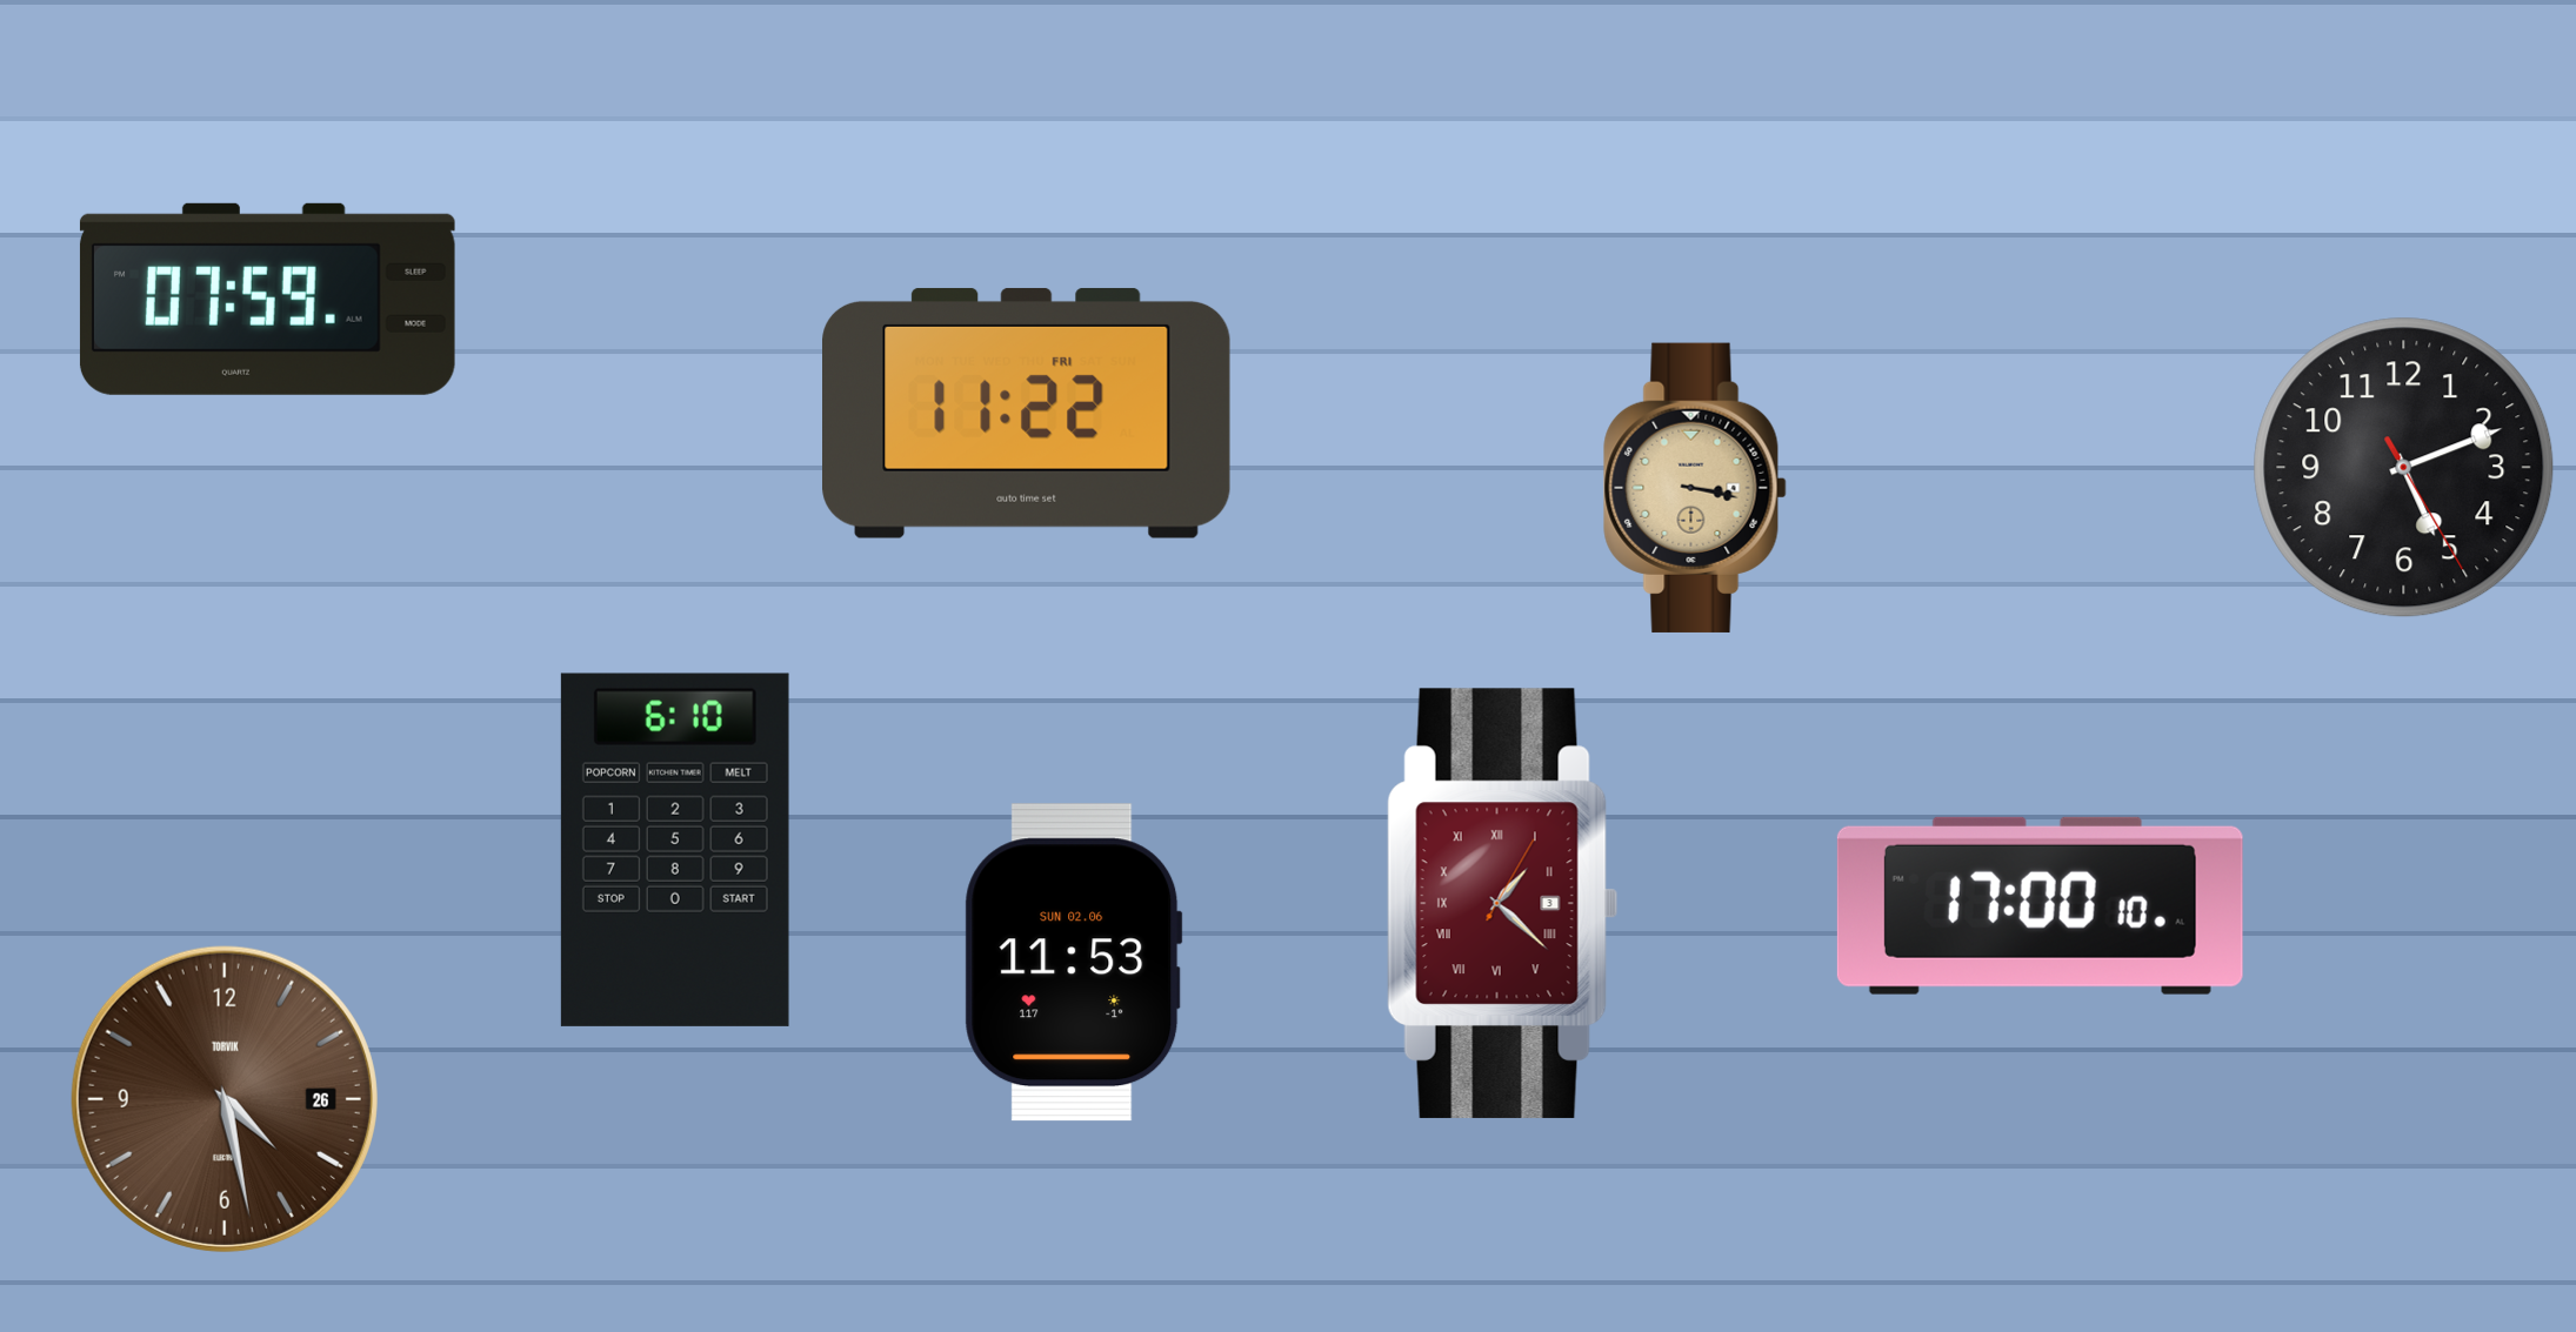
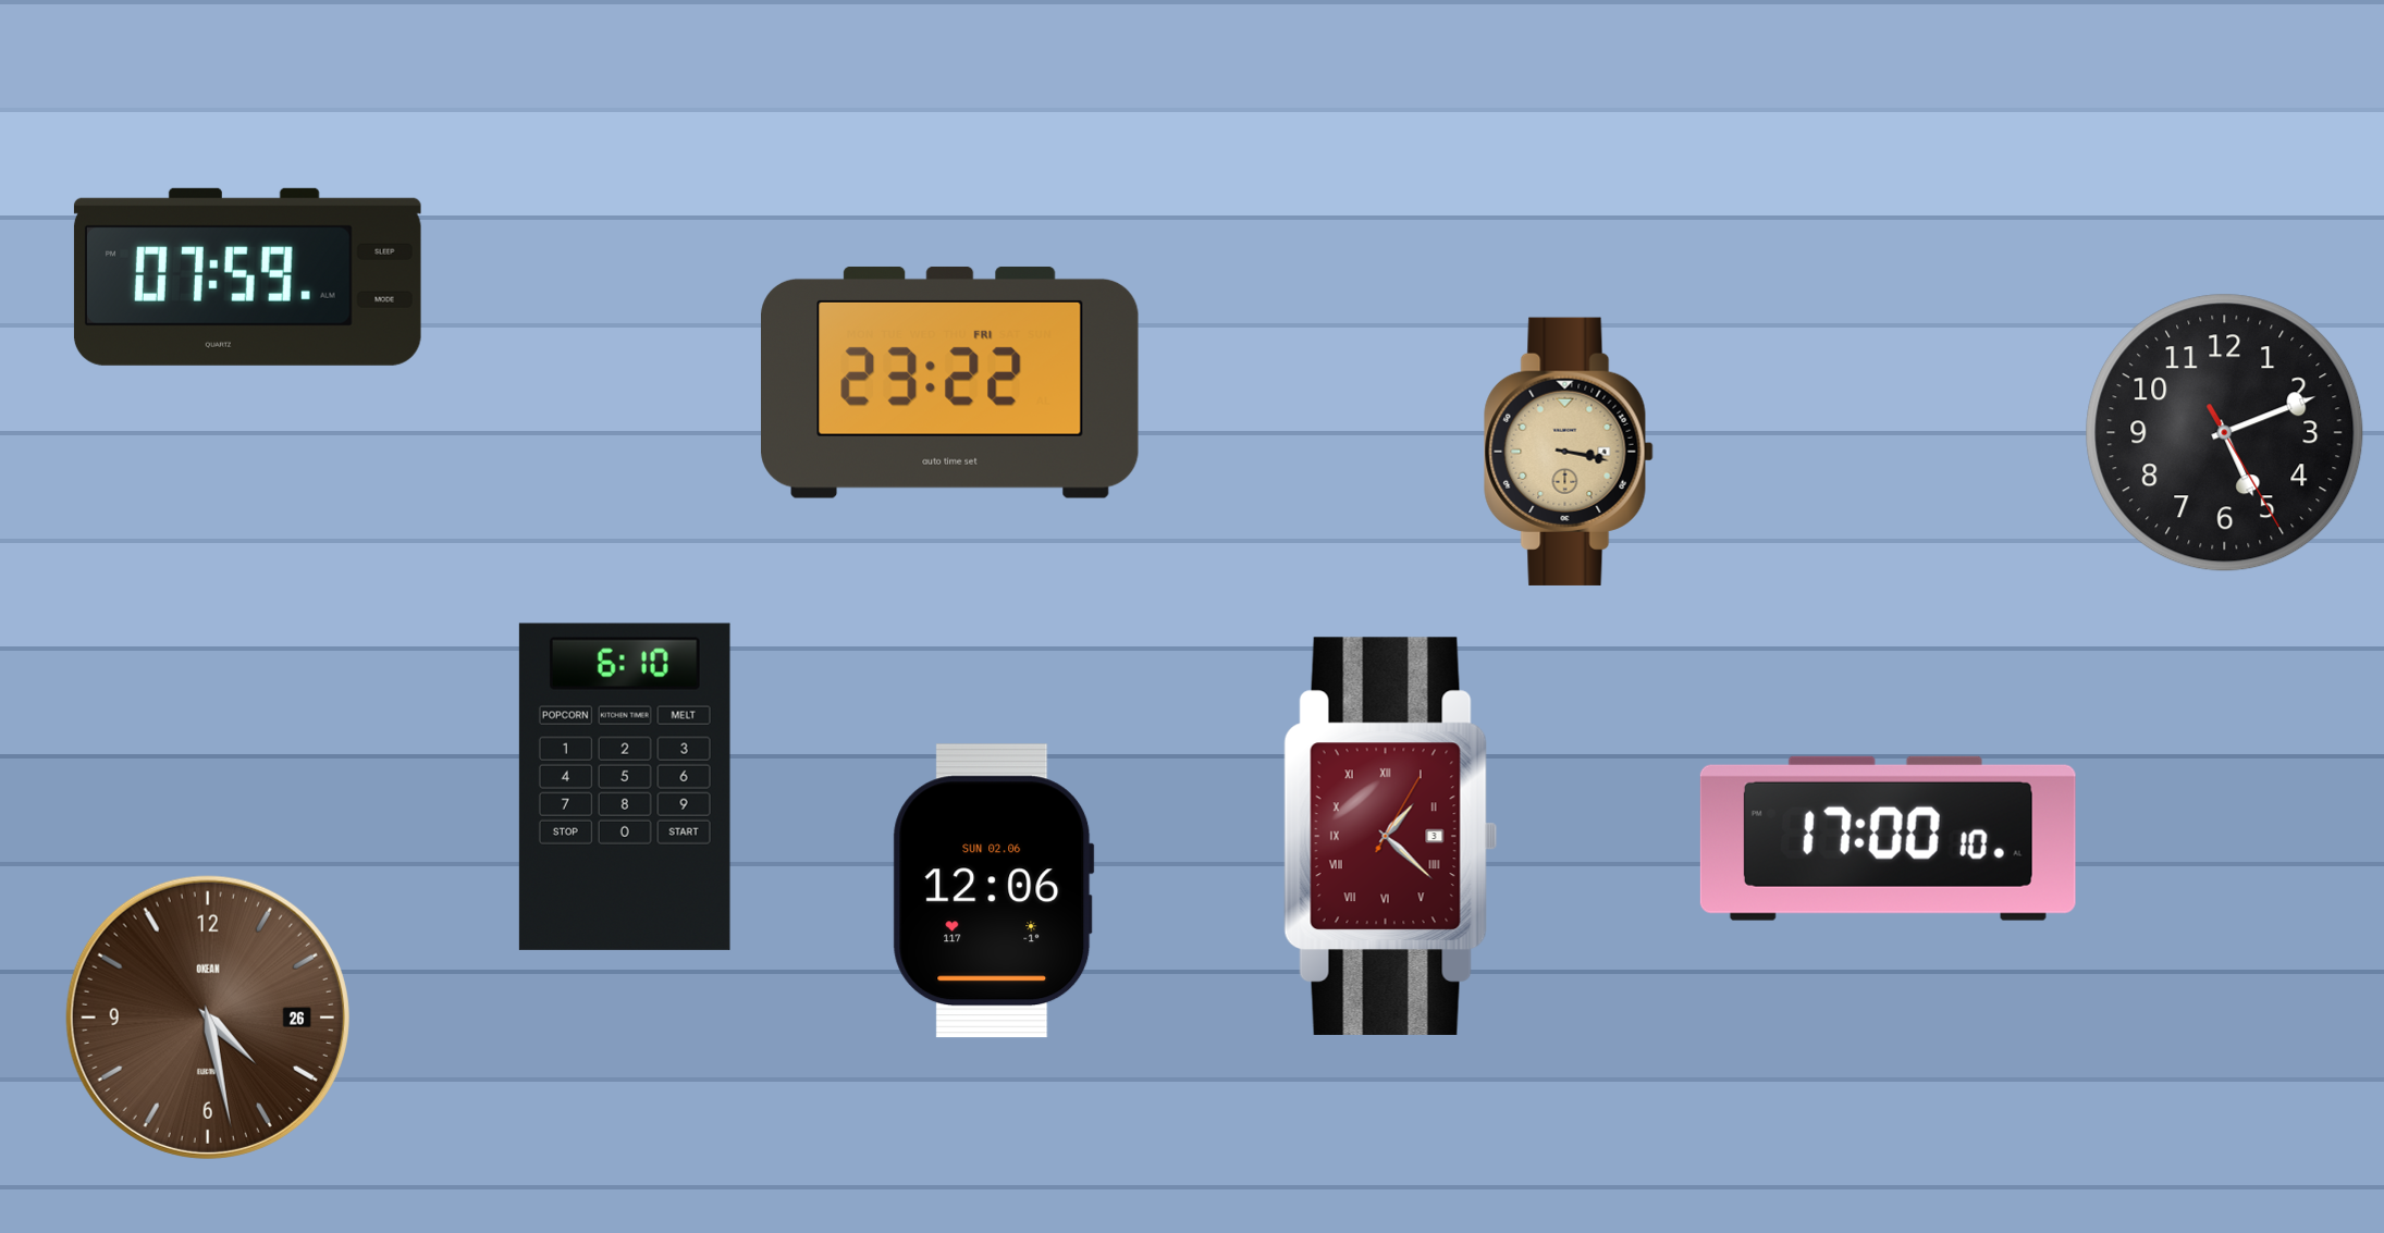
clock at (1027, 413): 11:22 -> 23:22
clock at (1074, 963): 11:53 -> 12:06
clock at (225, 1099) brand: TORVIK -> OKEAN
